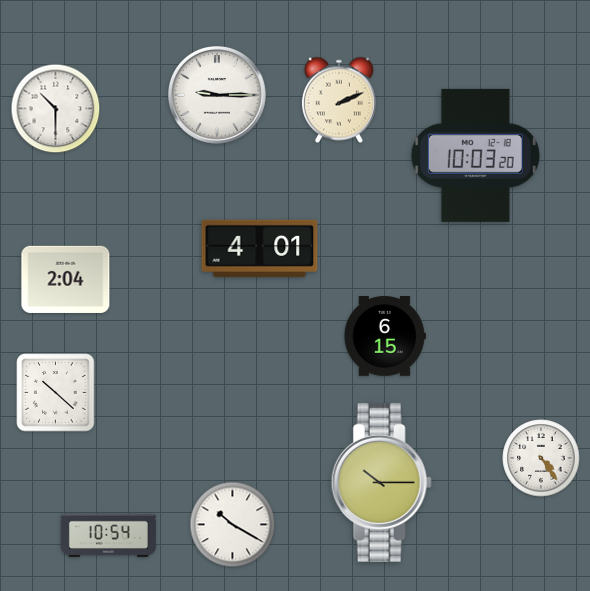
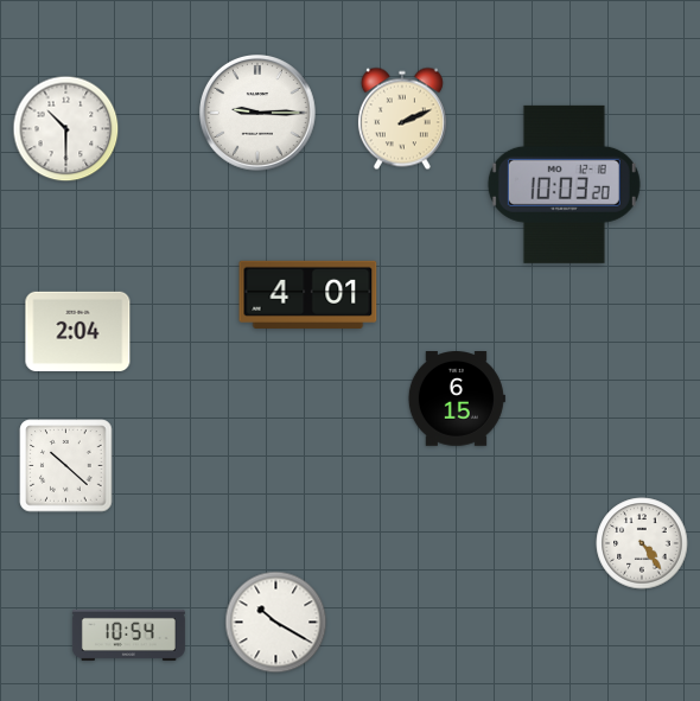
clock at (381, 482): 10:15 -> none
